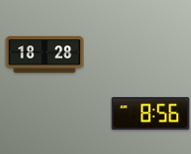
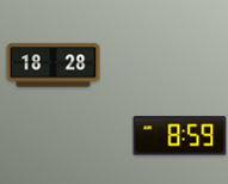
clock at (150, 114): 8:56 -> 8:59
